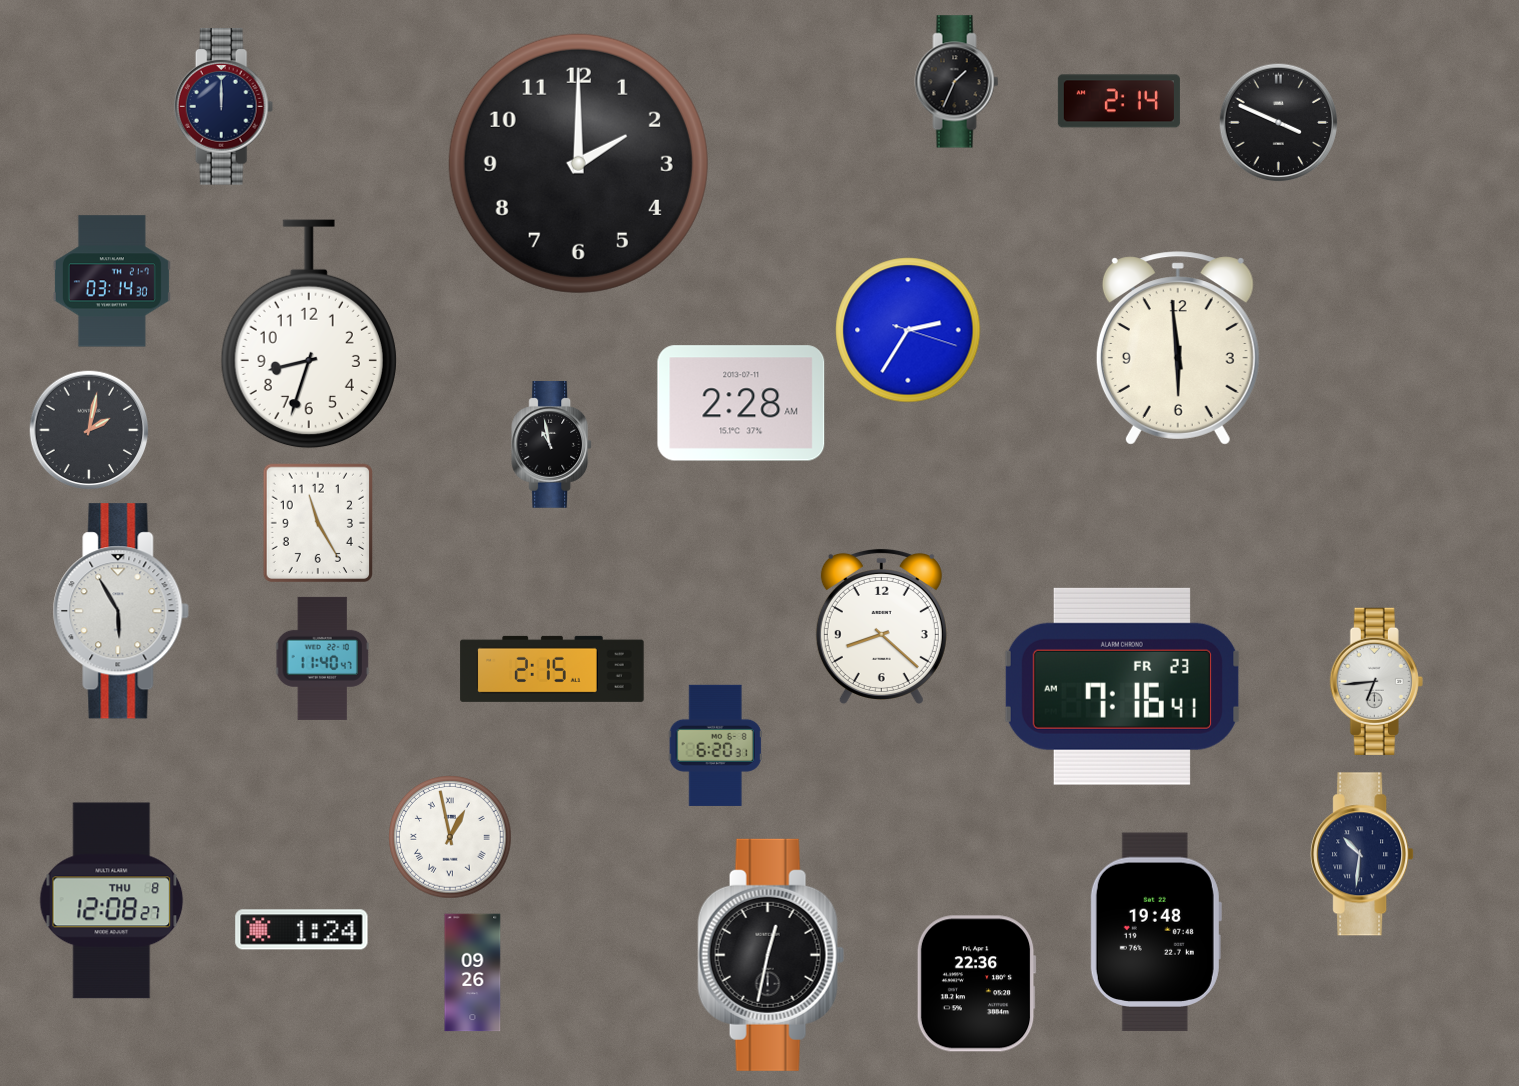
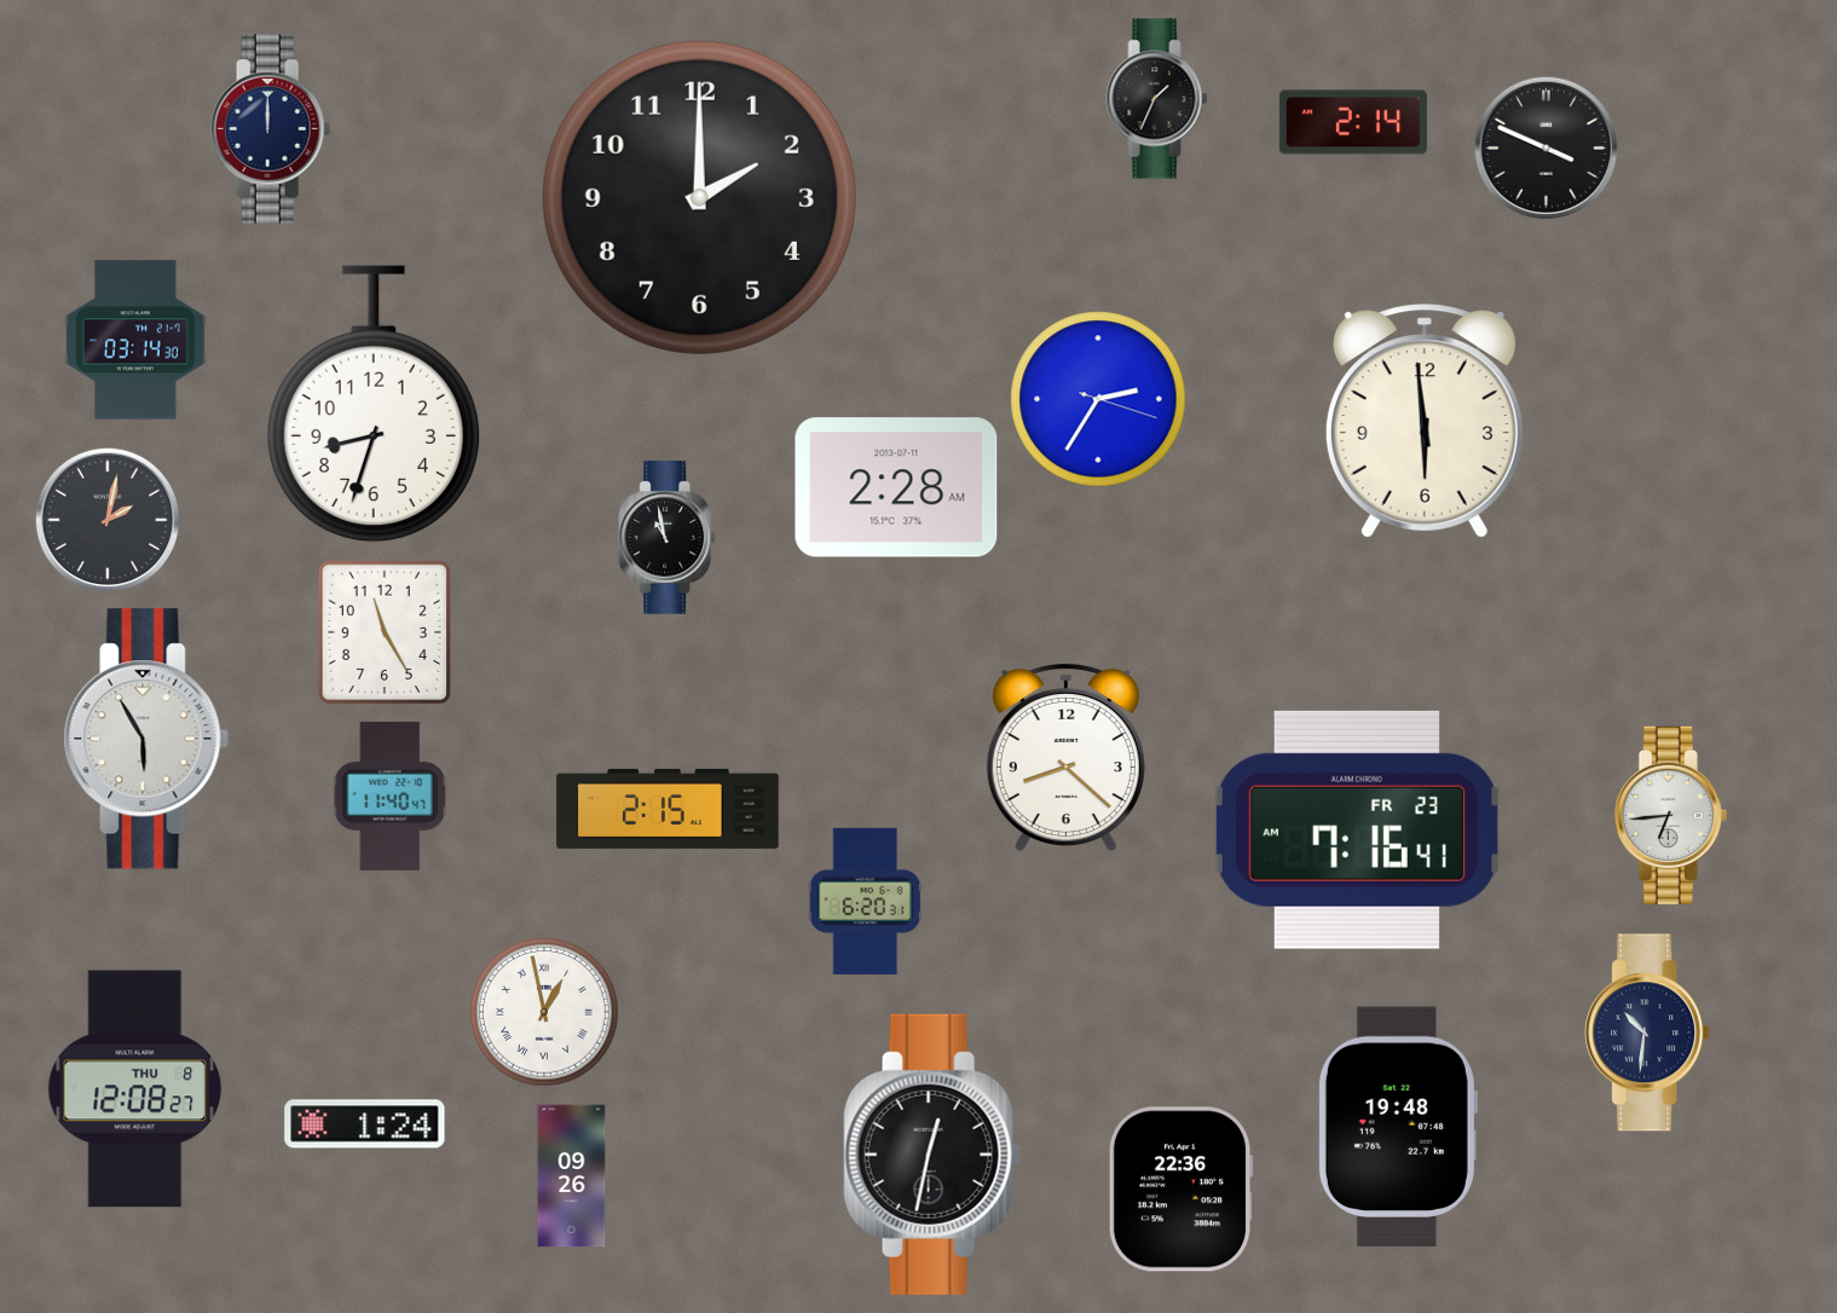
clock at (1376, 681) position: (1376, 681) -> (1670, 815)
